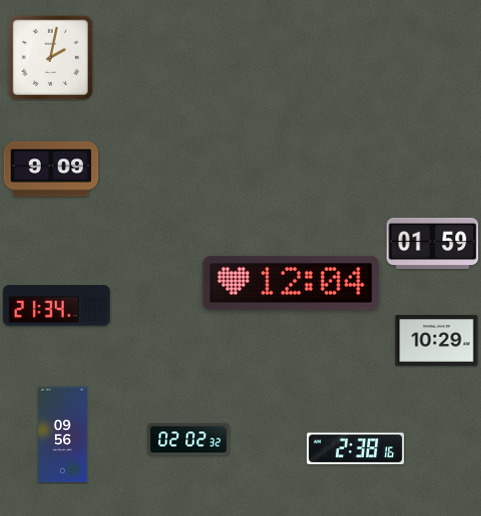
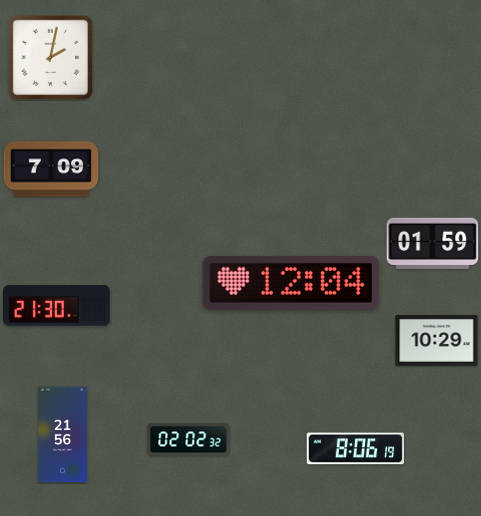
clock at (51, 169): 9:09 -> 7:09
clock at (56, 306): 21:34 -> 21:30
clock at (63, 435): 09:56 -> 21:56
clock at (356, 449): 2:38 -> 8:06
